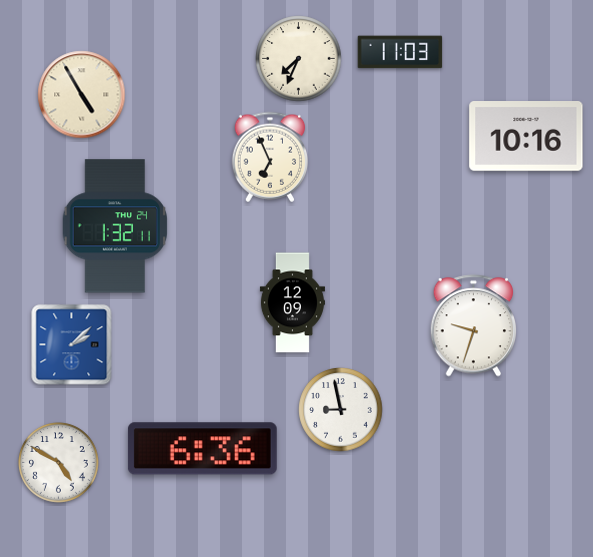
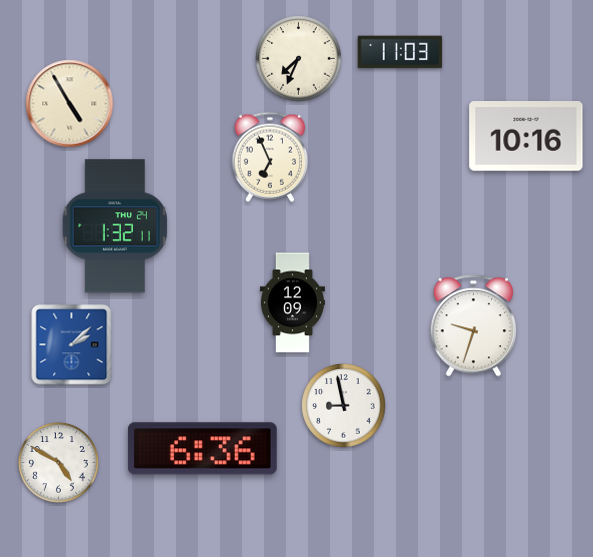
clock at (82, 95) position: (82, 95) -> (70, 104)
clock at (341, 410) position: (341, 410) -> (344, 406)
